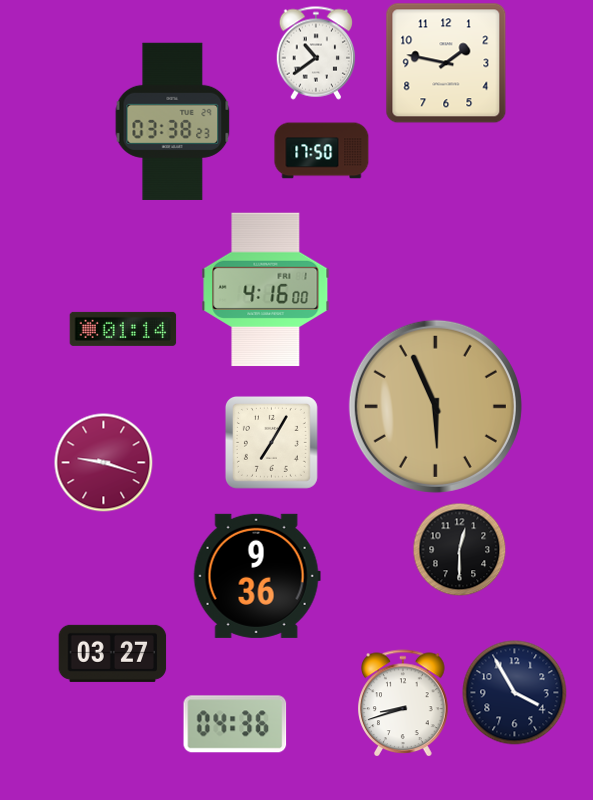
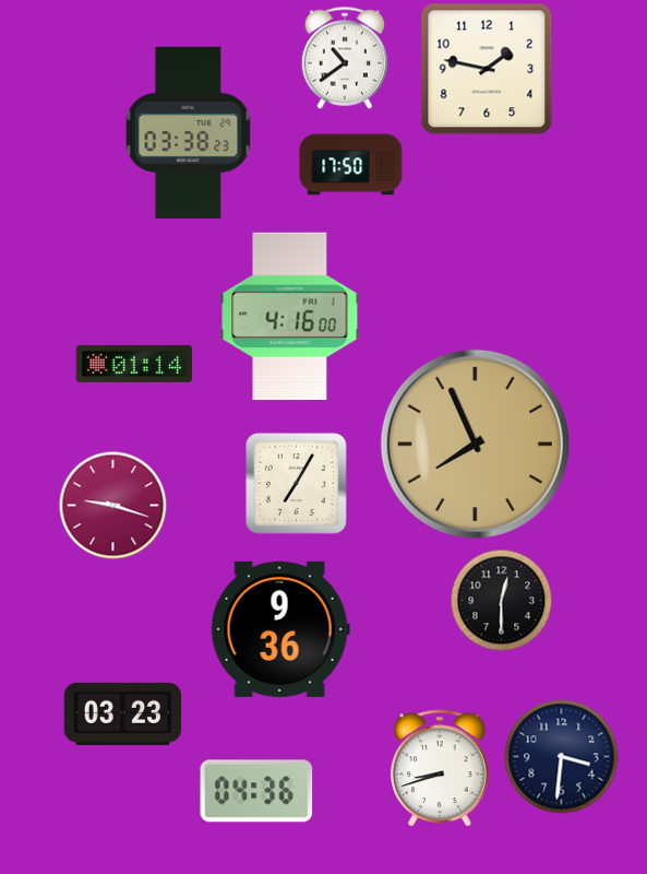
clock at (123, 329) position: (123, 329) -> (134, 364)
clock at (435, 406): 5:56 -> 7:56
clock at (113, 653): 03:27 -> 03:23
clock at (515, 693): 3:55 -> 3:31
